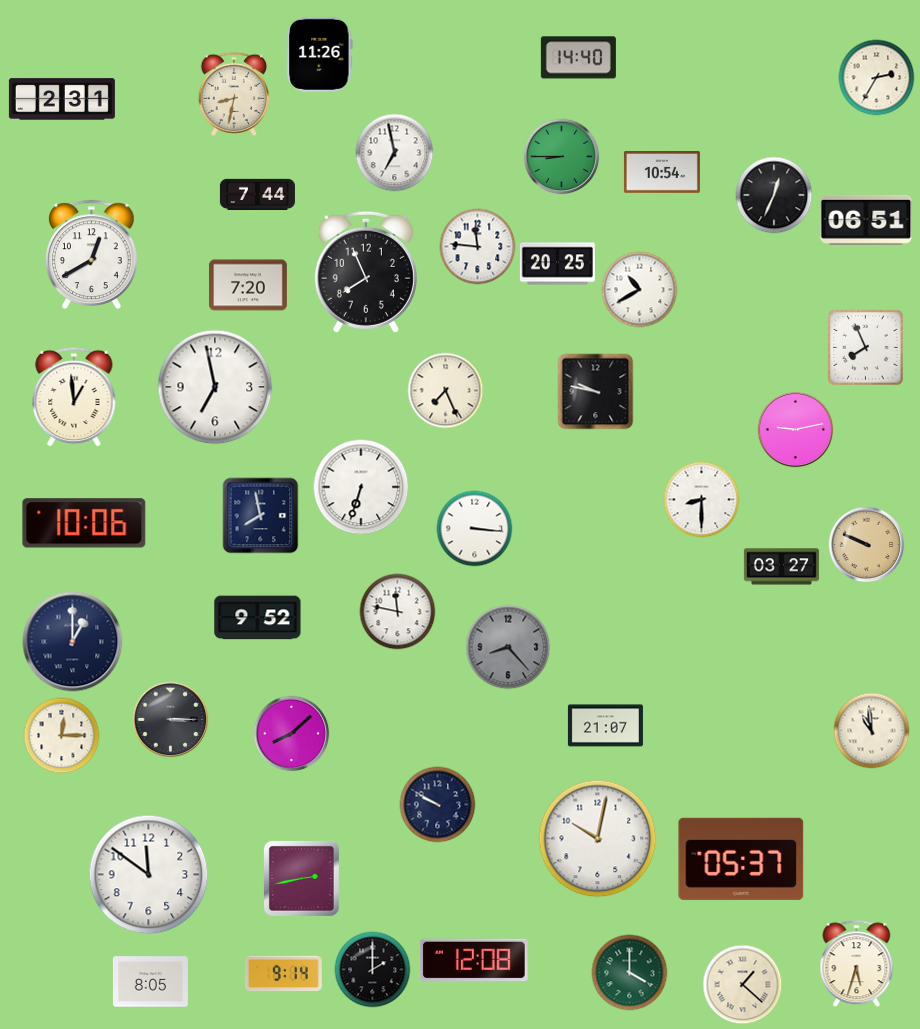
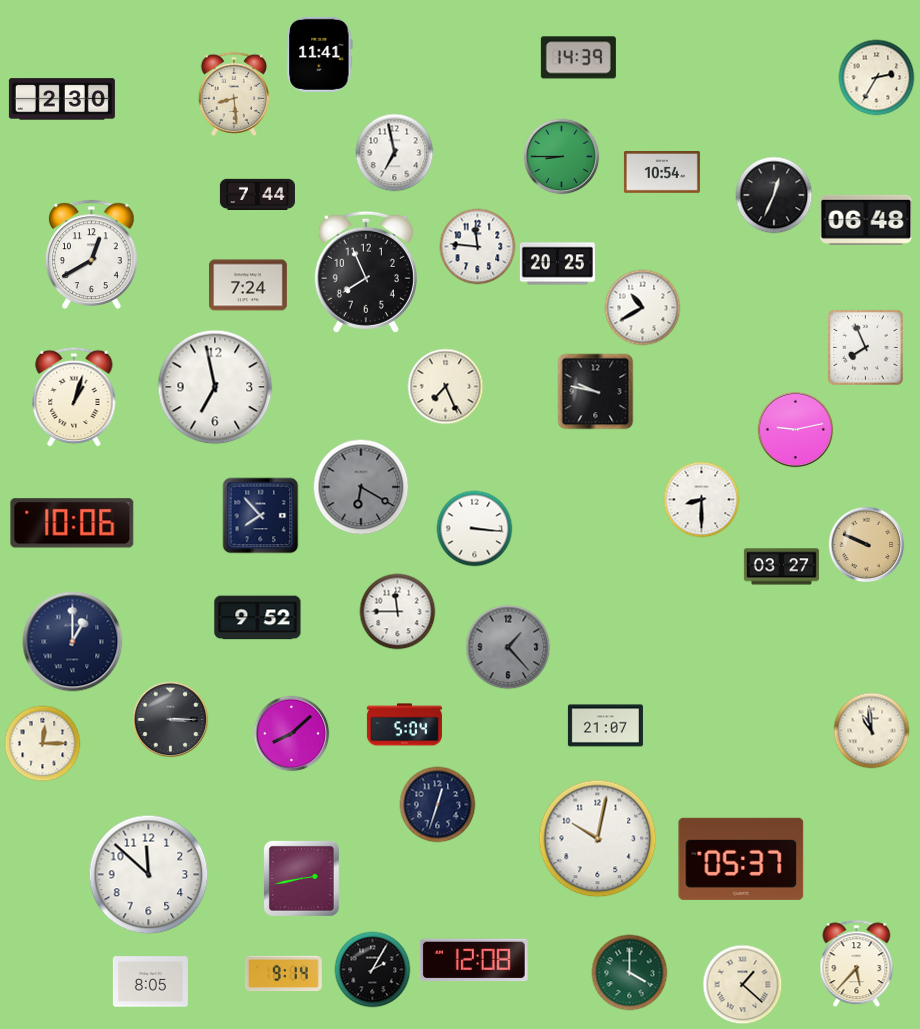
clock at (320, 54): 11:26 -> 11:41
clock at (578, 58): 14:40 -> 14:39
clock at (233, 94): 8:32 -> 8:29
clock at (62, 99): 2:31 -> 2:30
clock at (866, 220): 06:51 -> 06:48
clock at (249, 285): 7:20 -> 7:24
clock at (640, 290) position: (640, 290) -> (643, 308)
clock at (446, 391) position: (446, 391) -> (446, 387)
clock at (74, 397): 12:59 -> 1:03
clock at (361, 487): 6:33 -> 6:20
clock at (361, 487) dial: white -> grey
clock at (261, 516): 7:58 -> 7:53
clock at (84, 523) position: (84, 523) -> (72, 523)
clock at (398, 612): 11:47 -> 11:45
clock at (508, 647): 8:23 -> 1:23
clock at (404, 725): none -> 5:04
clock at (62, 736) position: (62, 736) -> (43, 744)
clock at (438, 805): 9:50 -> 12:33
clock at (149, 875): 11:51 -> 11:52
clock at (857, 964): 5:33 -> 5:37
clock at (373, 970): 2:00 -> 2:05
